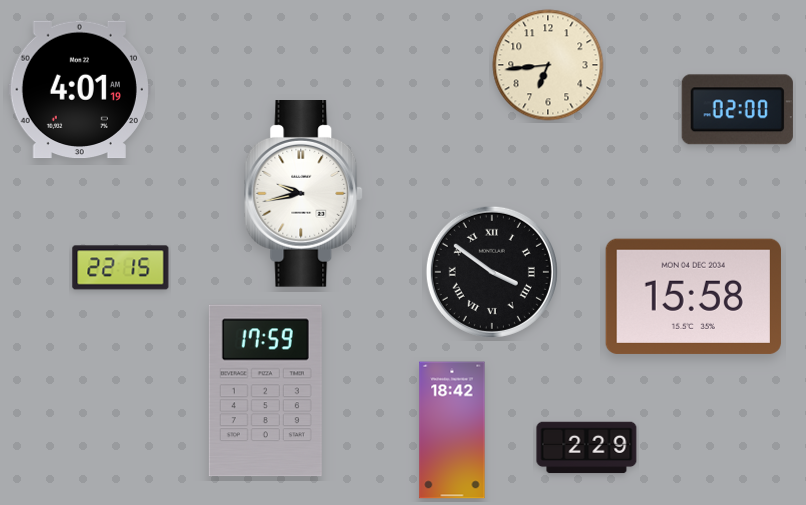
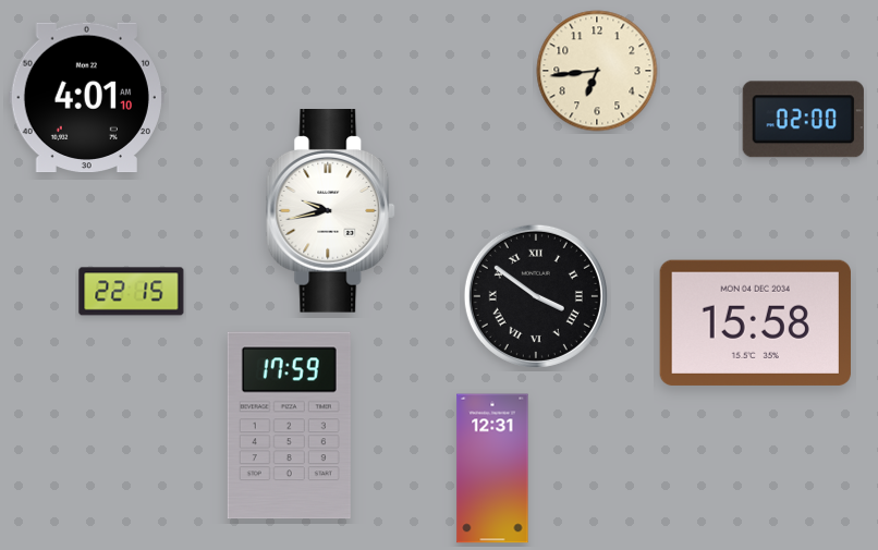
clock at (79, 90): 4:01:19 -> 4:01:10
clock at (452, 430): 18:42 -> 12:31
clock at (587, 448): 2:29 -> none
